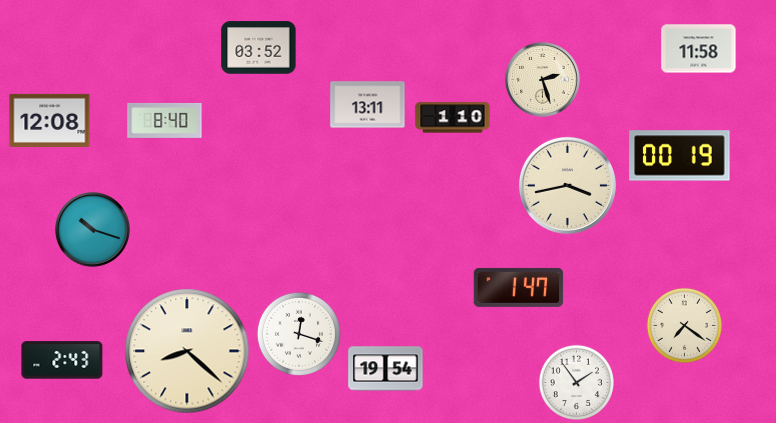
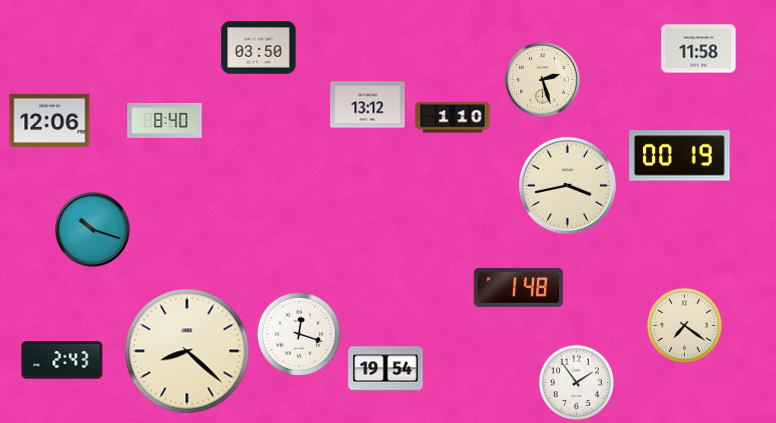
clock at (259, 48): 03:52 -> 03:50
clock at (368, 105): 13:11 -> 13:12
clock at (50, 120): 12:08 -> 12:06
clock at (519, 287): 1:47 -> 1:48
